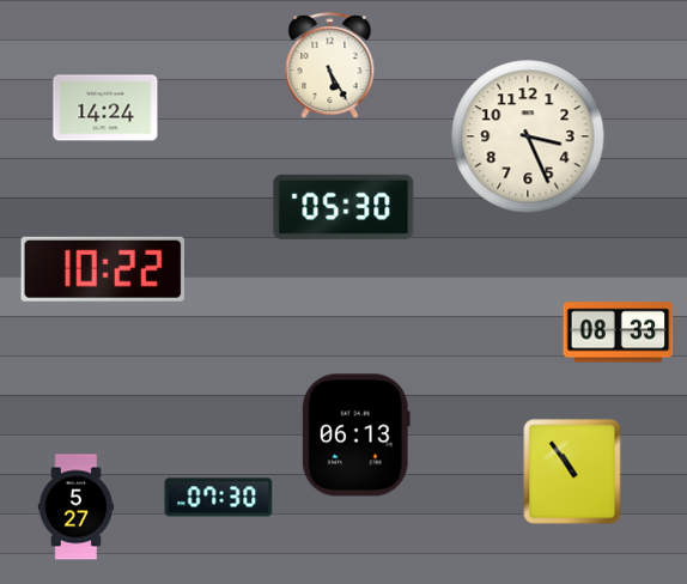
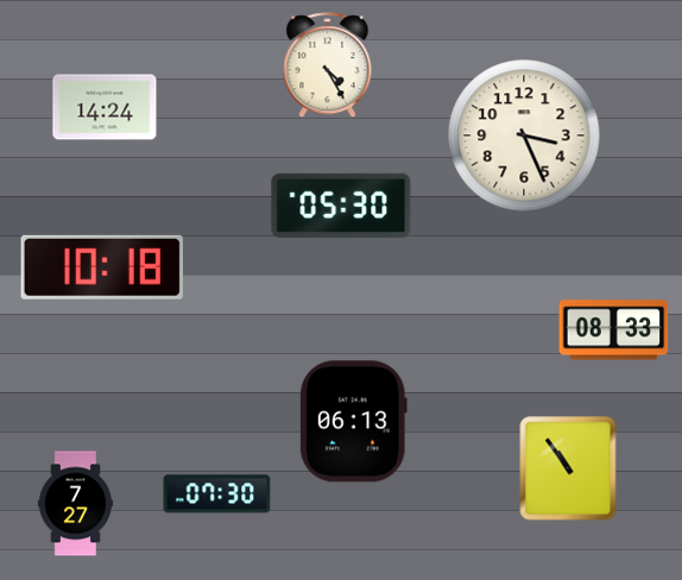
clock at (330, 66): 5:25 -> 4:25
clock at (103, 269): 10:22 -> 10:18
clock at (355, 436) position: (355, 436) -> (353, 422)
clock at (75, 507): 5:27 -> 7:27
